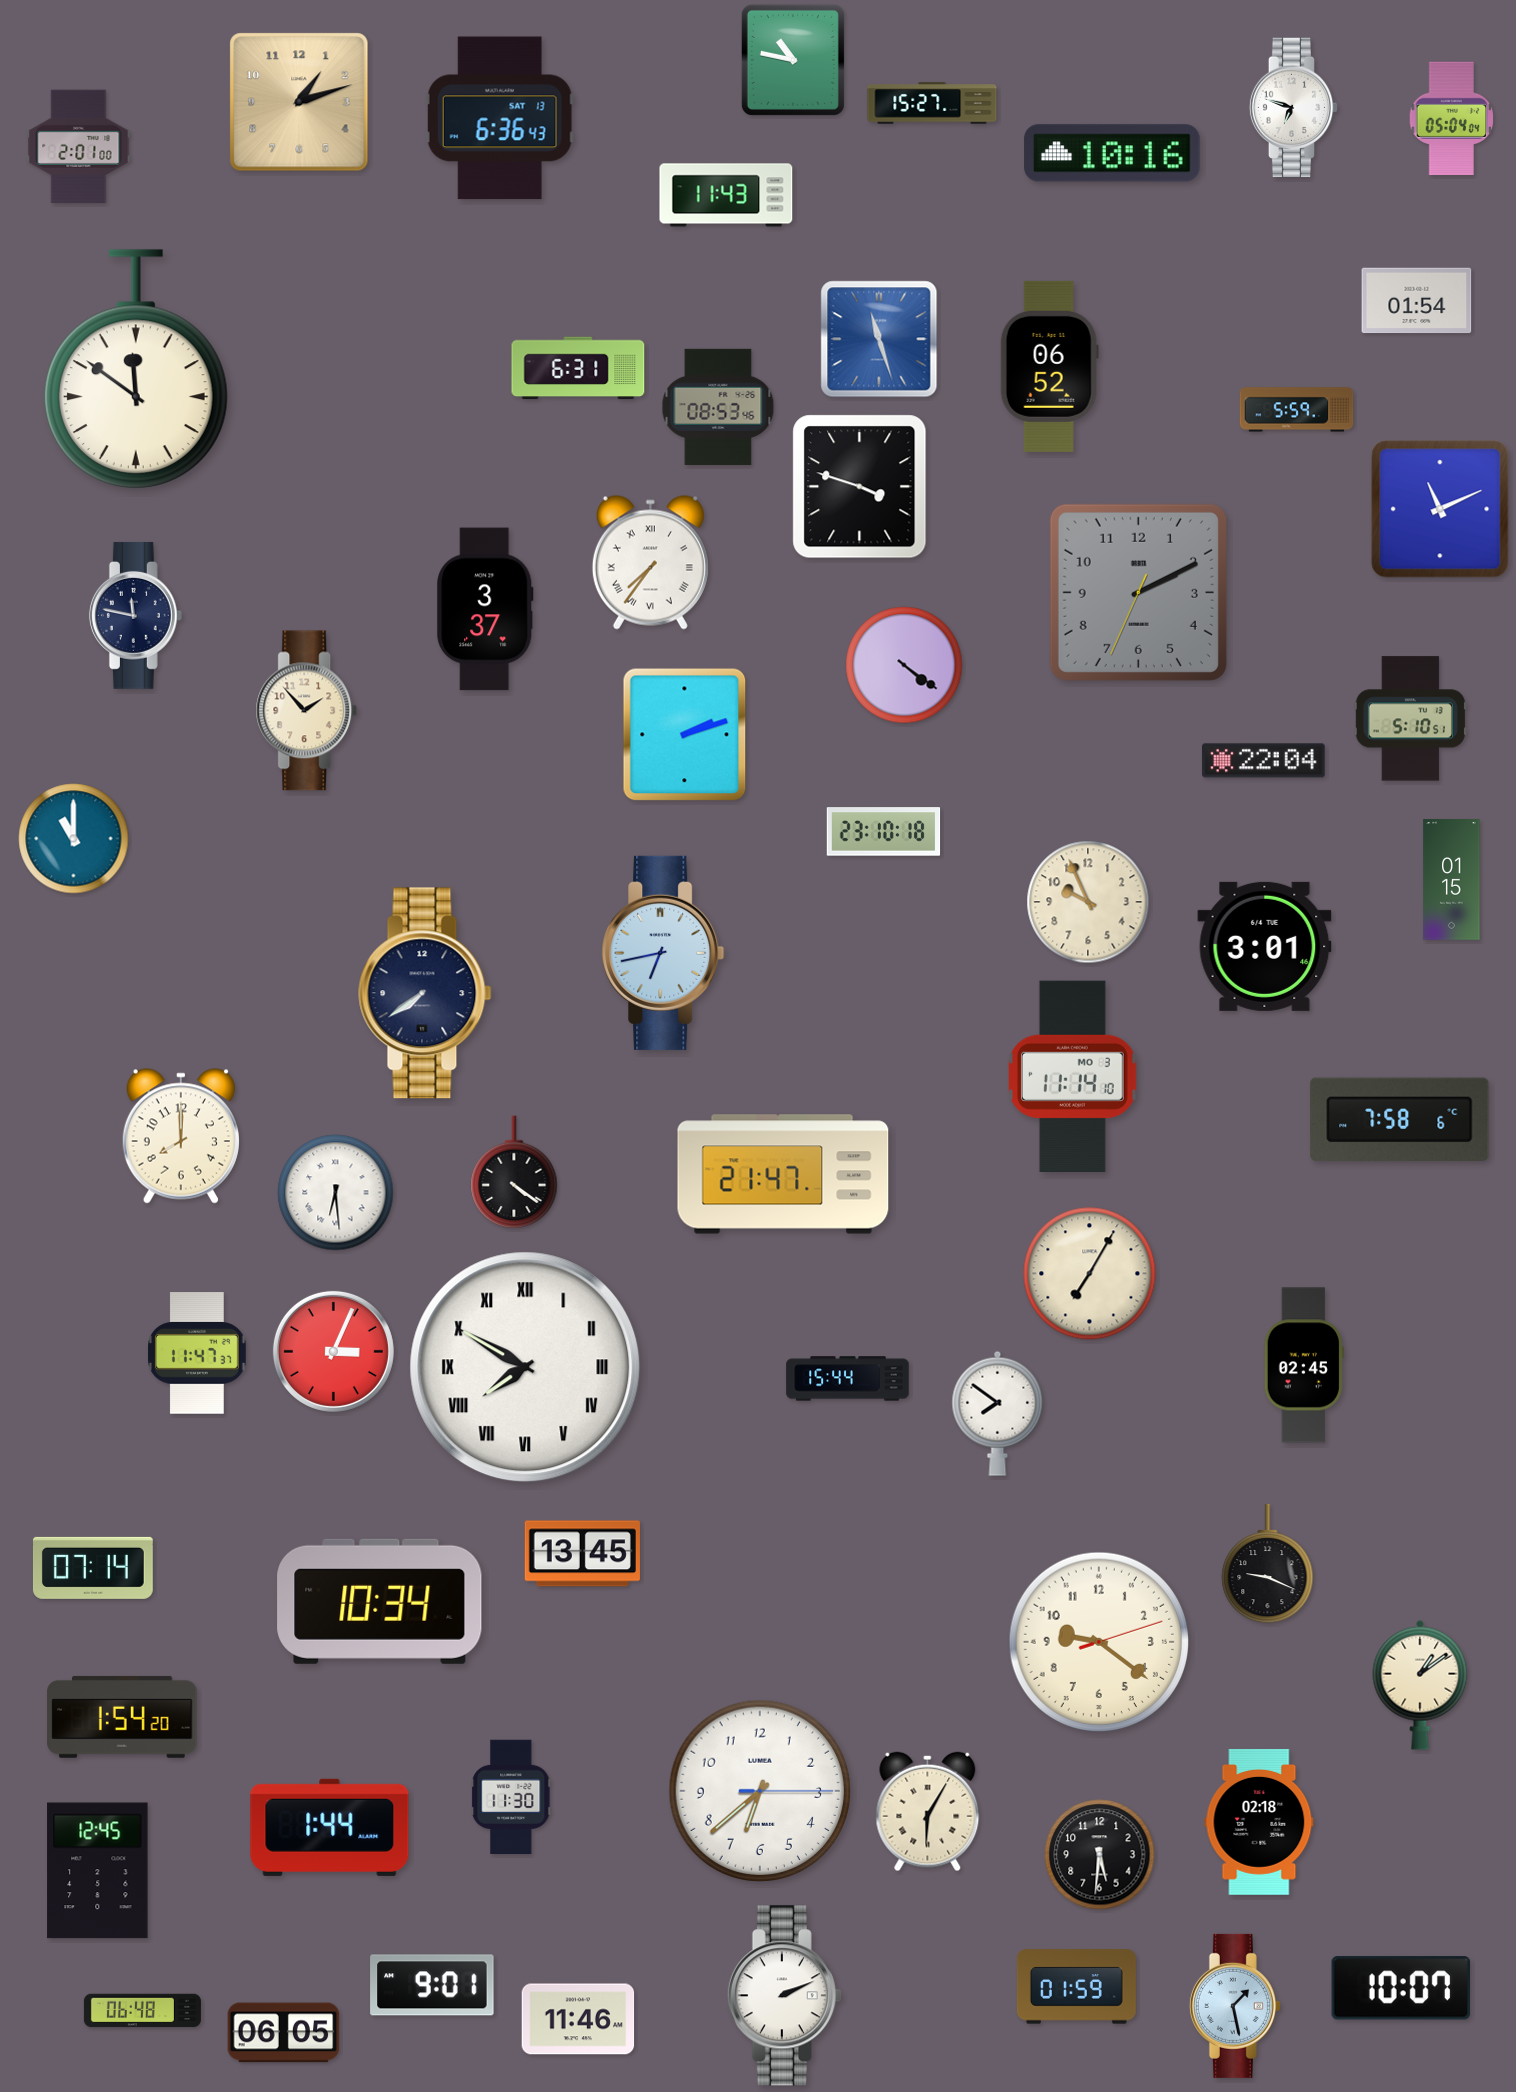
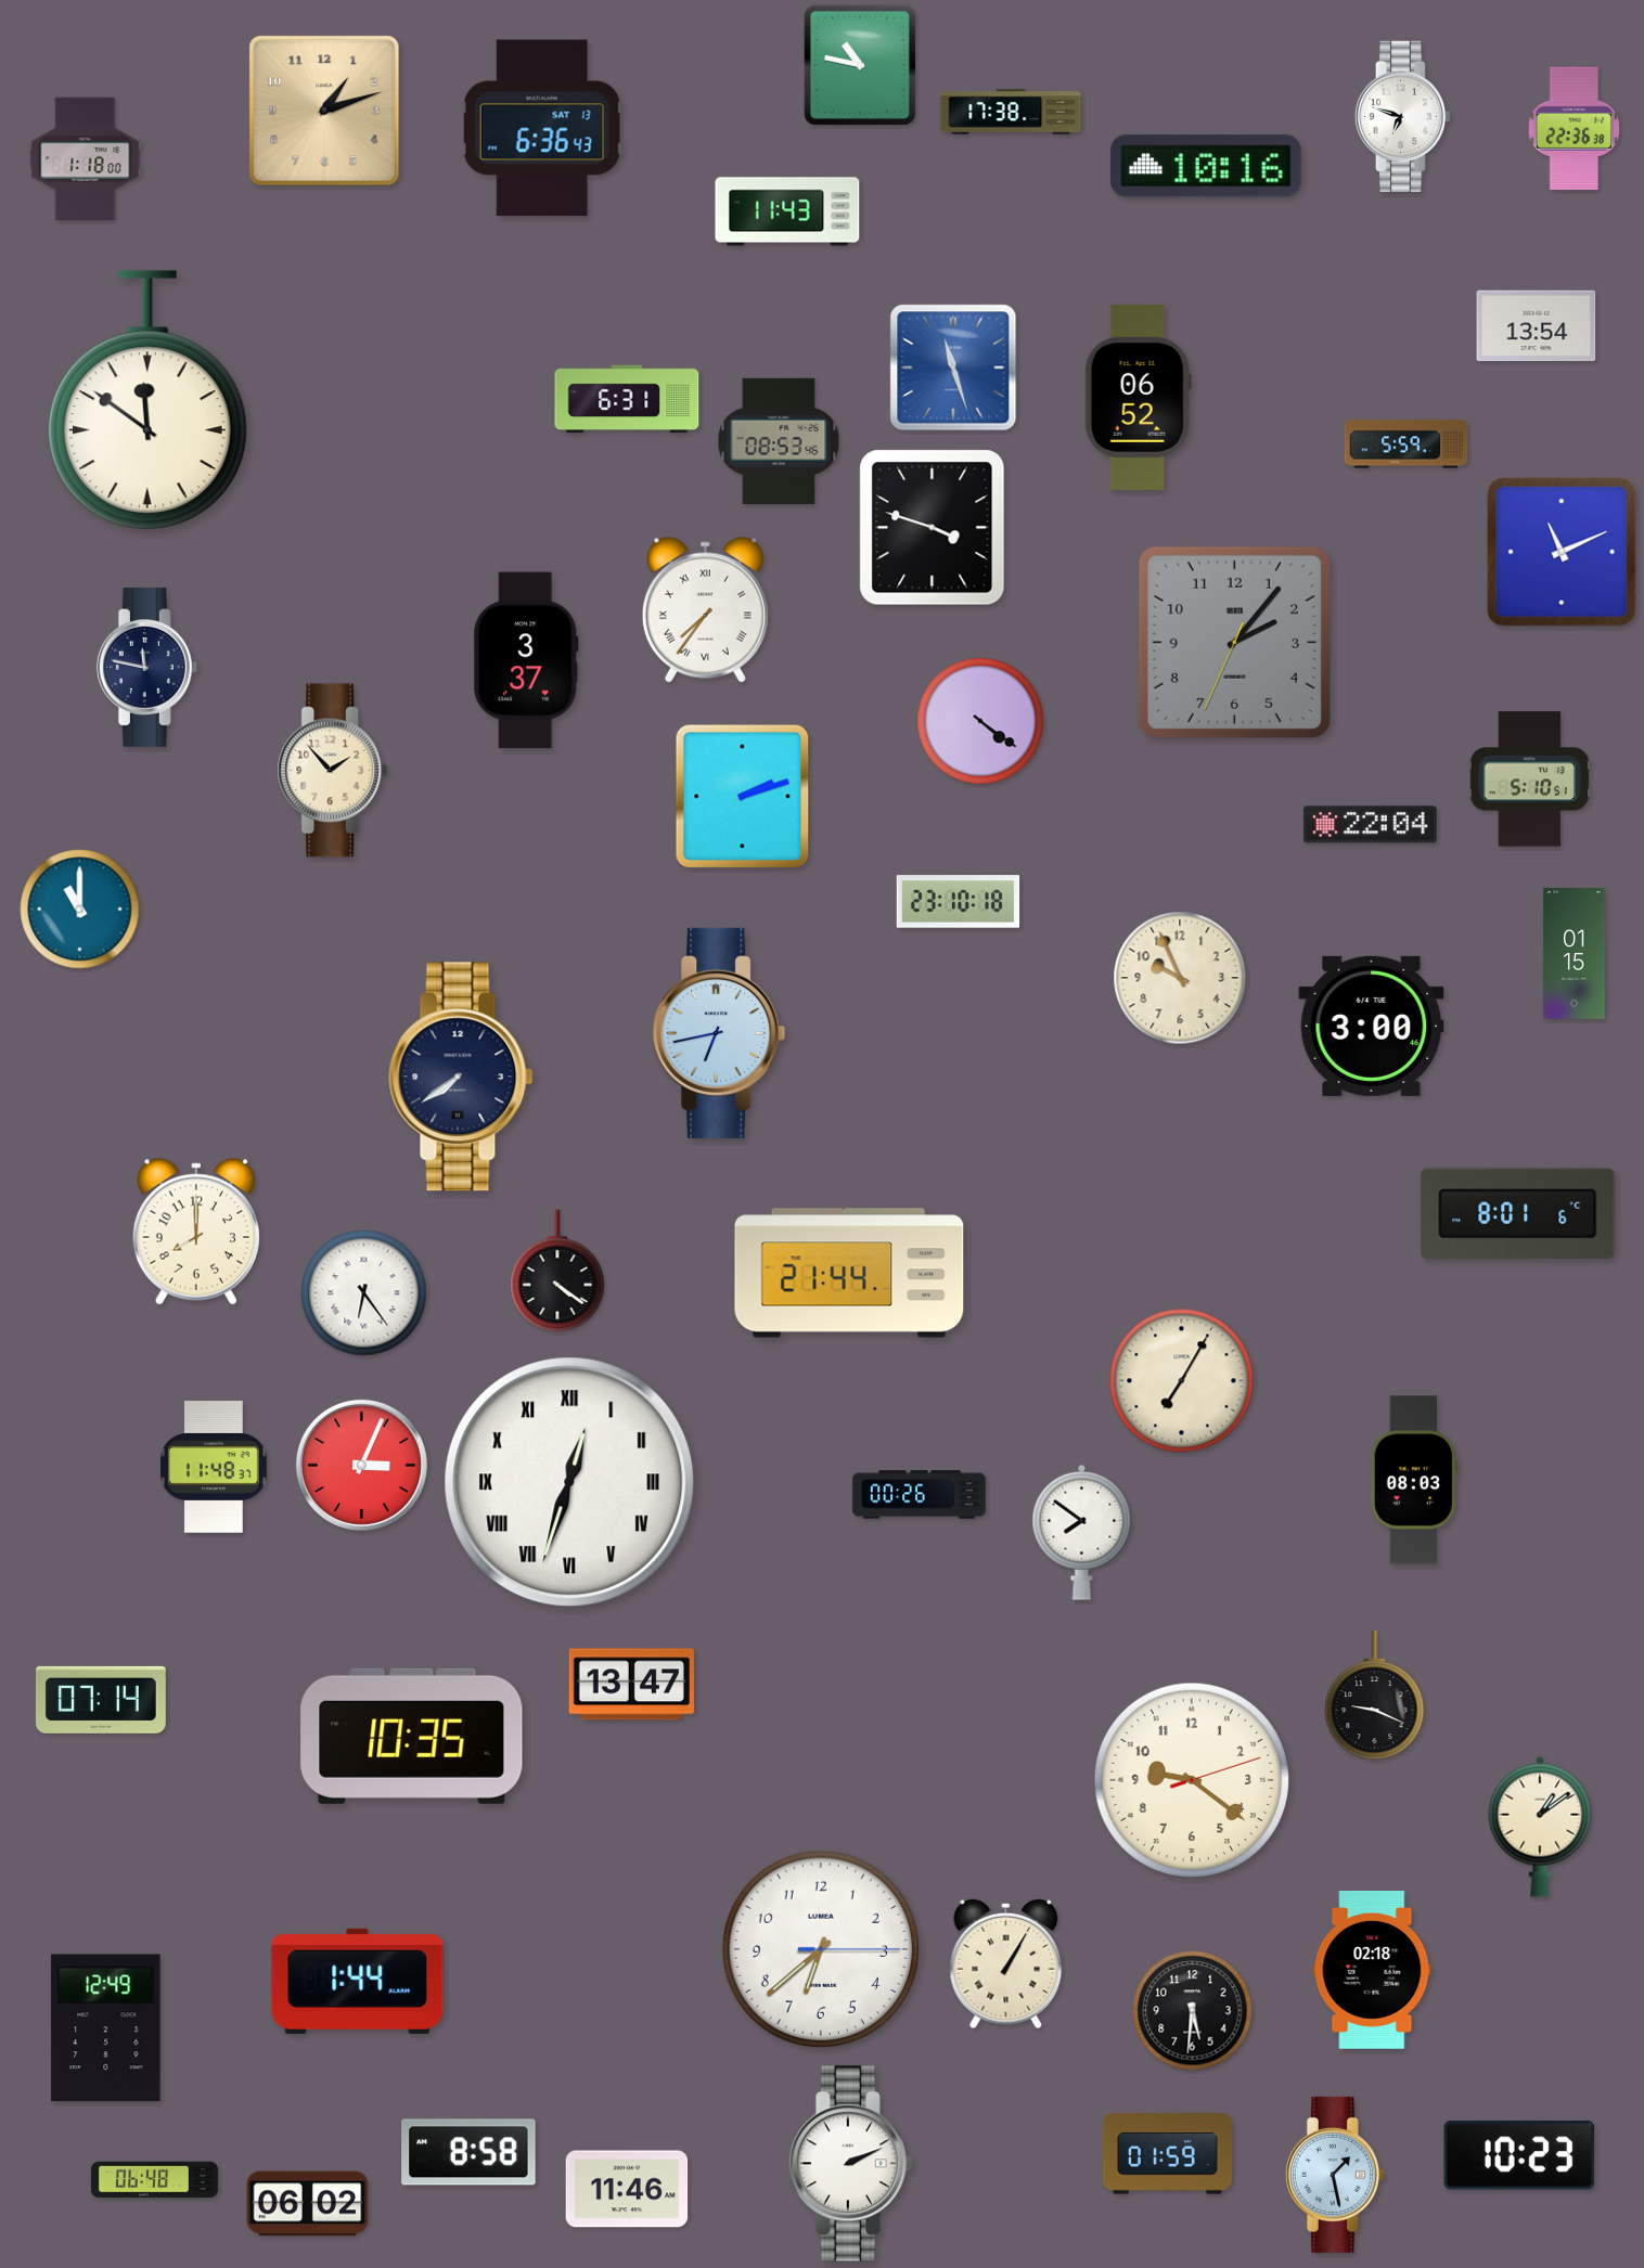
clock at (932, 103): 15:27 -> 17:38
clock at (1452, 119): 05:04 -> 22:36
clock at (79, 147): 2:01 -> 1:18
clock at (1417, 301): 01:54 -> 13:54
clock at (1138, 592): 2:10 -> 2:06
clock at (1265, 946): 3:01 -> 3:00
clock at (1073, 1076): 11:14 -> none
clock at (1400, 1119): 7:58 -> 8:01
clock at (783, 1174): 21:47 -> 21:44
clock at (336, 1193): 6:29 -> 6:24
clock at (198, 1353): 11:47 -> 11:48
clock at (1304, 1365): 02:45 -> 08:03
clock at (525, 1367): 7:50 -> 12:33
clock at (848, 1379): 15:44 -> 00:26
clock at (582, 1554): 13:45 -> 13:47
clock at (380, 1601): 10:34 -> 10:35
clock at (122, 1717): 1:54 -> none
clock at (759, 1790) position: (759, 1790) -> (820, 1948)
clock at (511, 1796): 11:30 -> none
clock at (928, 1812): 6:05 -> 1:05
clock at (1259, 1822) position: (1259, 1822) -> (1372, 1970)
clock at (98, 1871): 12:45 -> 12:49
clock at (432, 1985): 9:01 -> 8:58
clock at (1401, 1988): 10:07 -> 10:23
clock at (1235, 2006) position: (1235, 2006) -> (1335, 2175)
clock at (284, 2033): 06:05 -> 06:02
